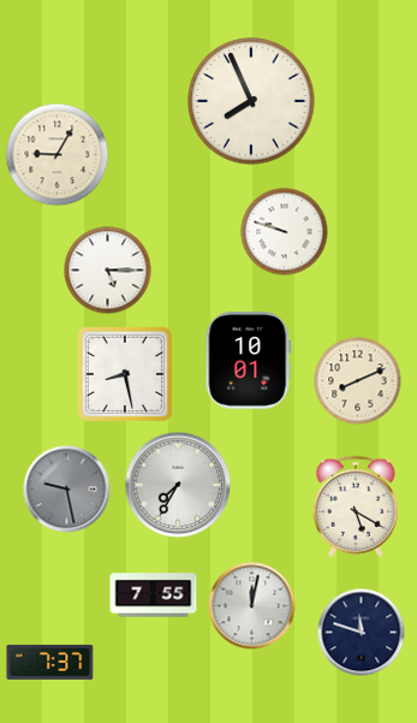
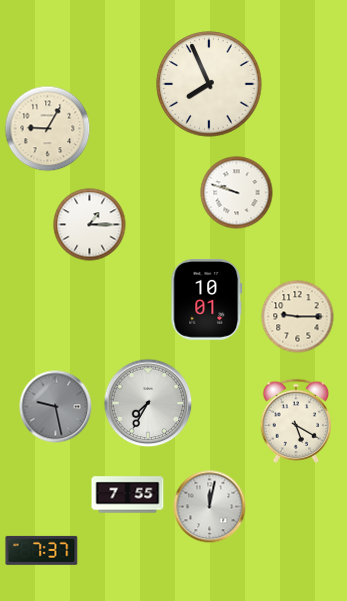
clock at (108, 271): 5:15 -> 1:15
clock at (125, 374): 8:28 -> none
clock at (358, 381): 8:11 -> 9:15
clock at (252, 606) position: (252, 606) -> (210, 507)
clock at (362, 633): 11:48 -> none
